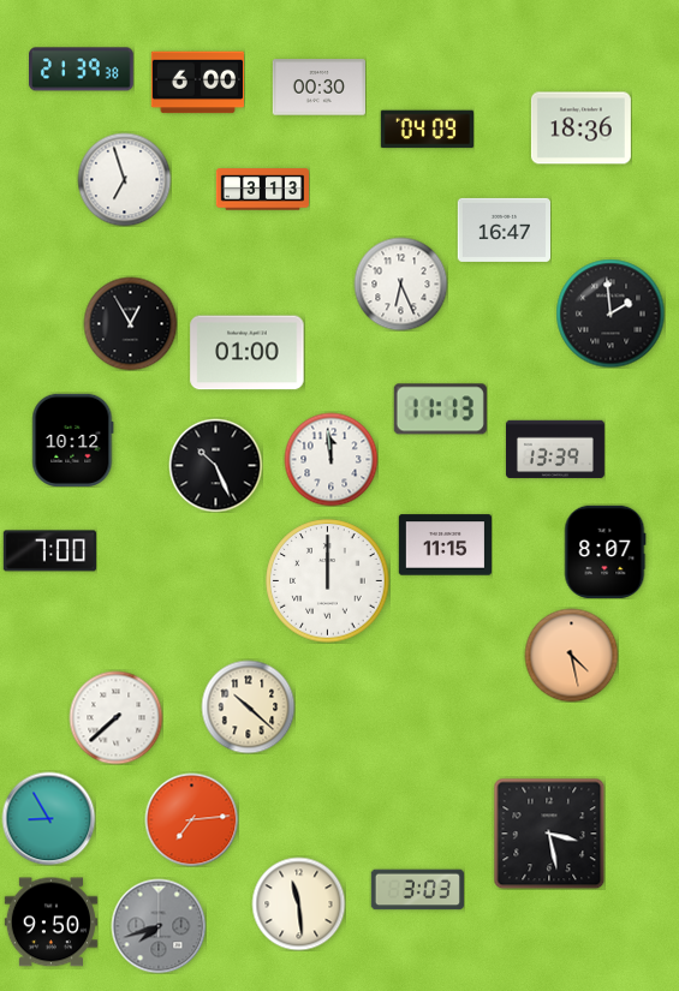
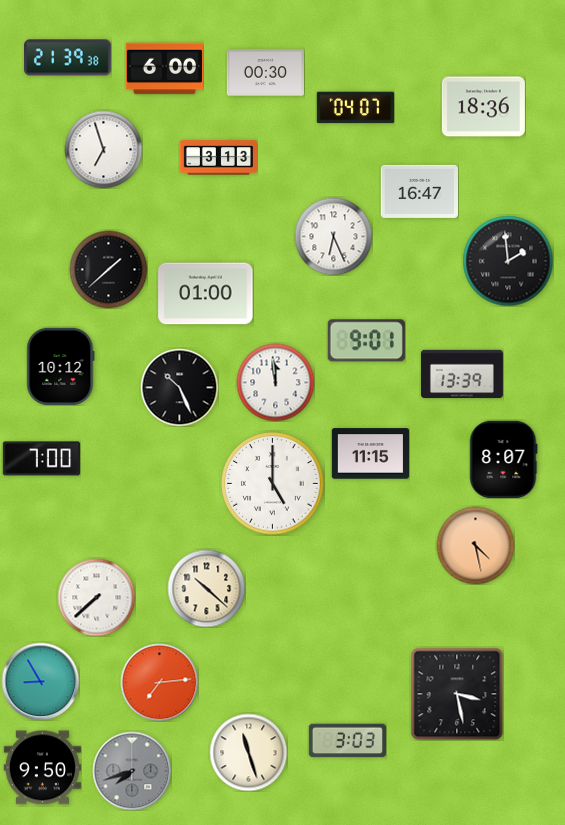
clock at (427, 130): 04:09 -> 04:07
clock at (130, 323): 12:55 -> 1:38
clock at (440, 410): 11:13 -> 9:01
clock at (328, 581): 12:00 -> 5:00
clock at (298, 903): 11:29 -> 11:27
